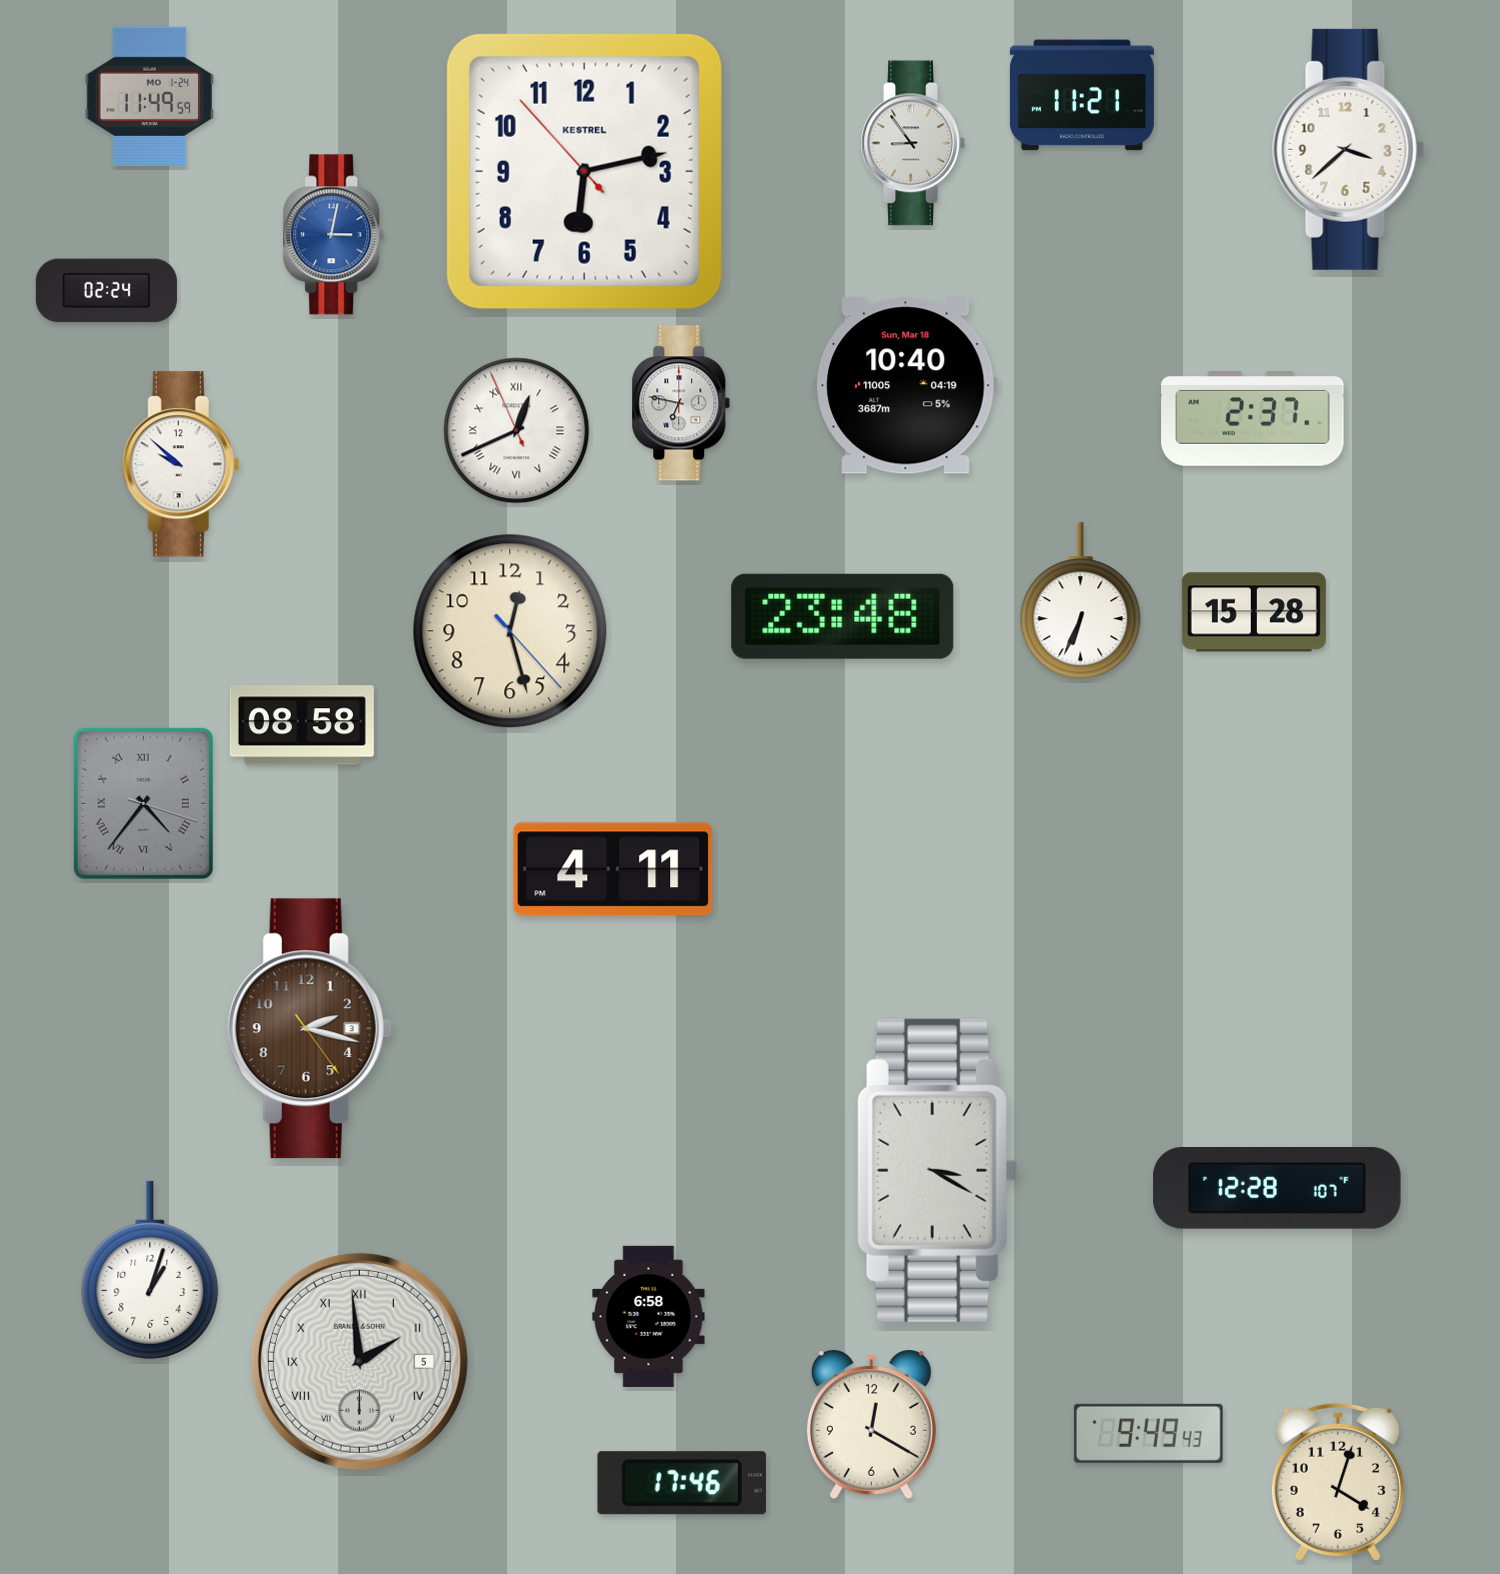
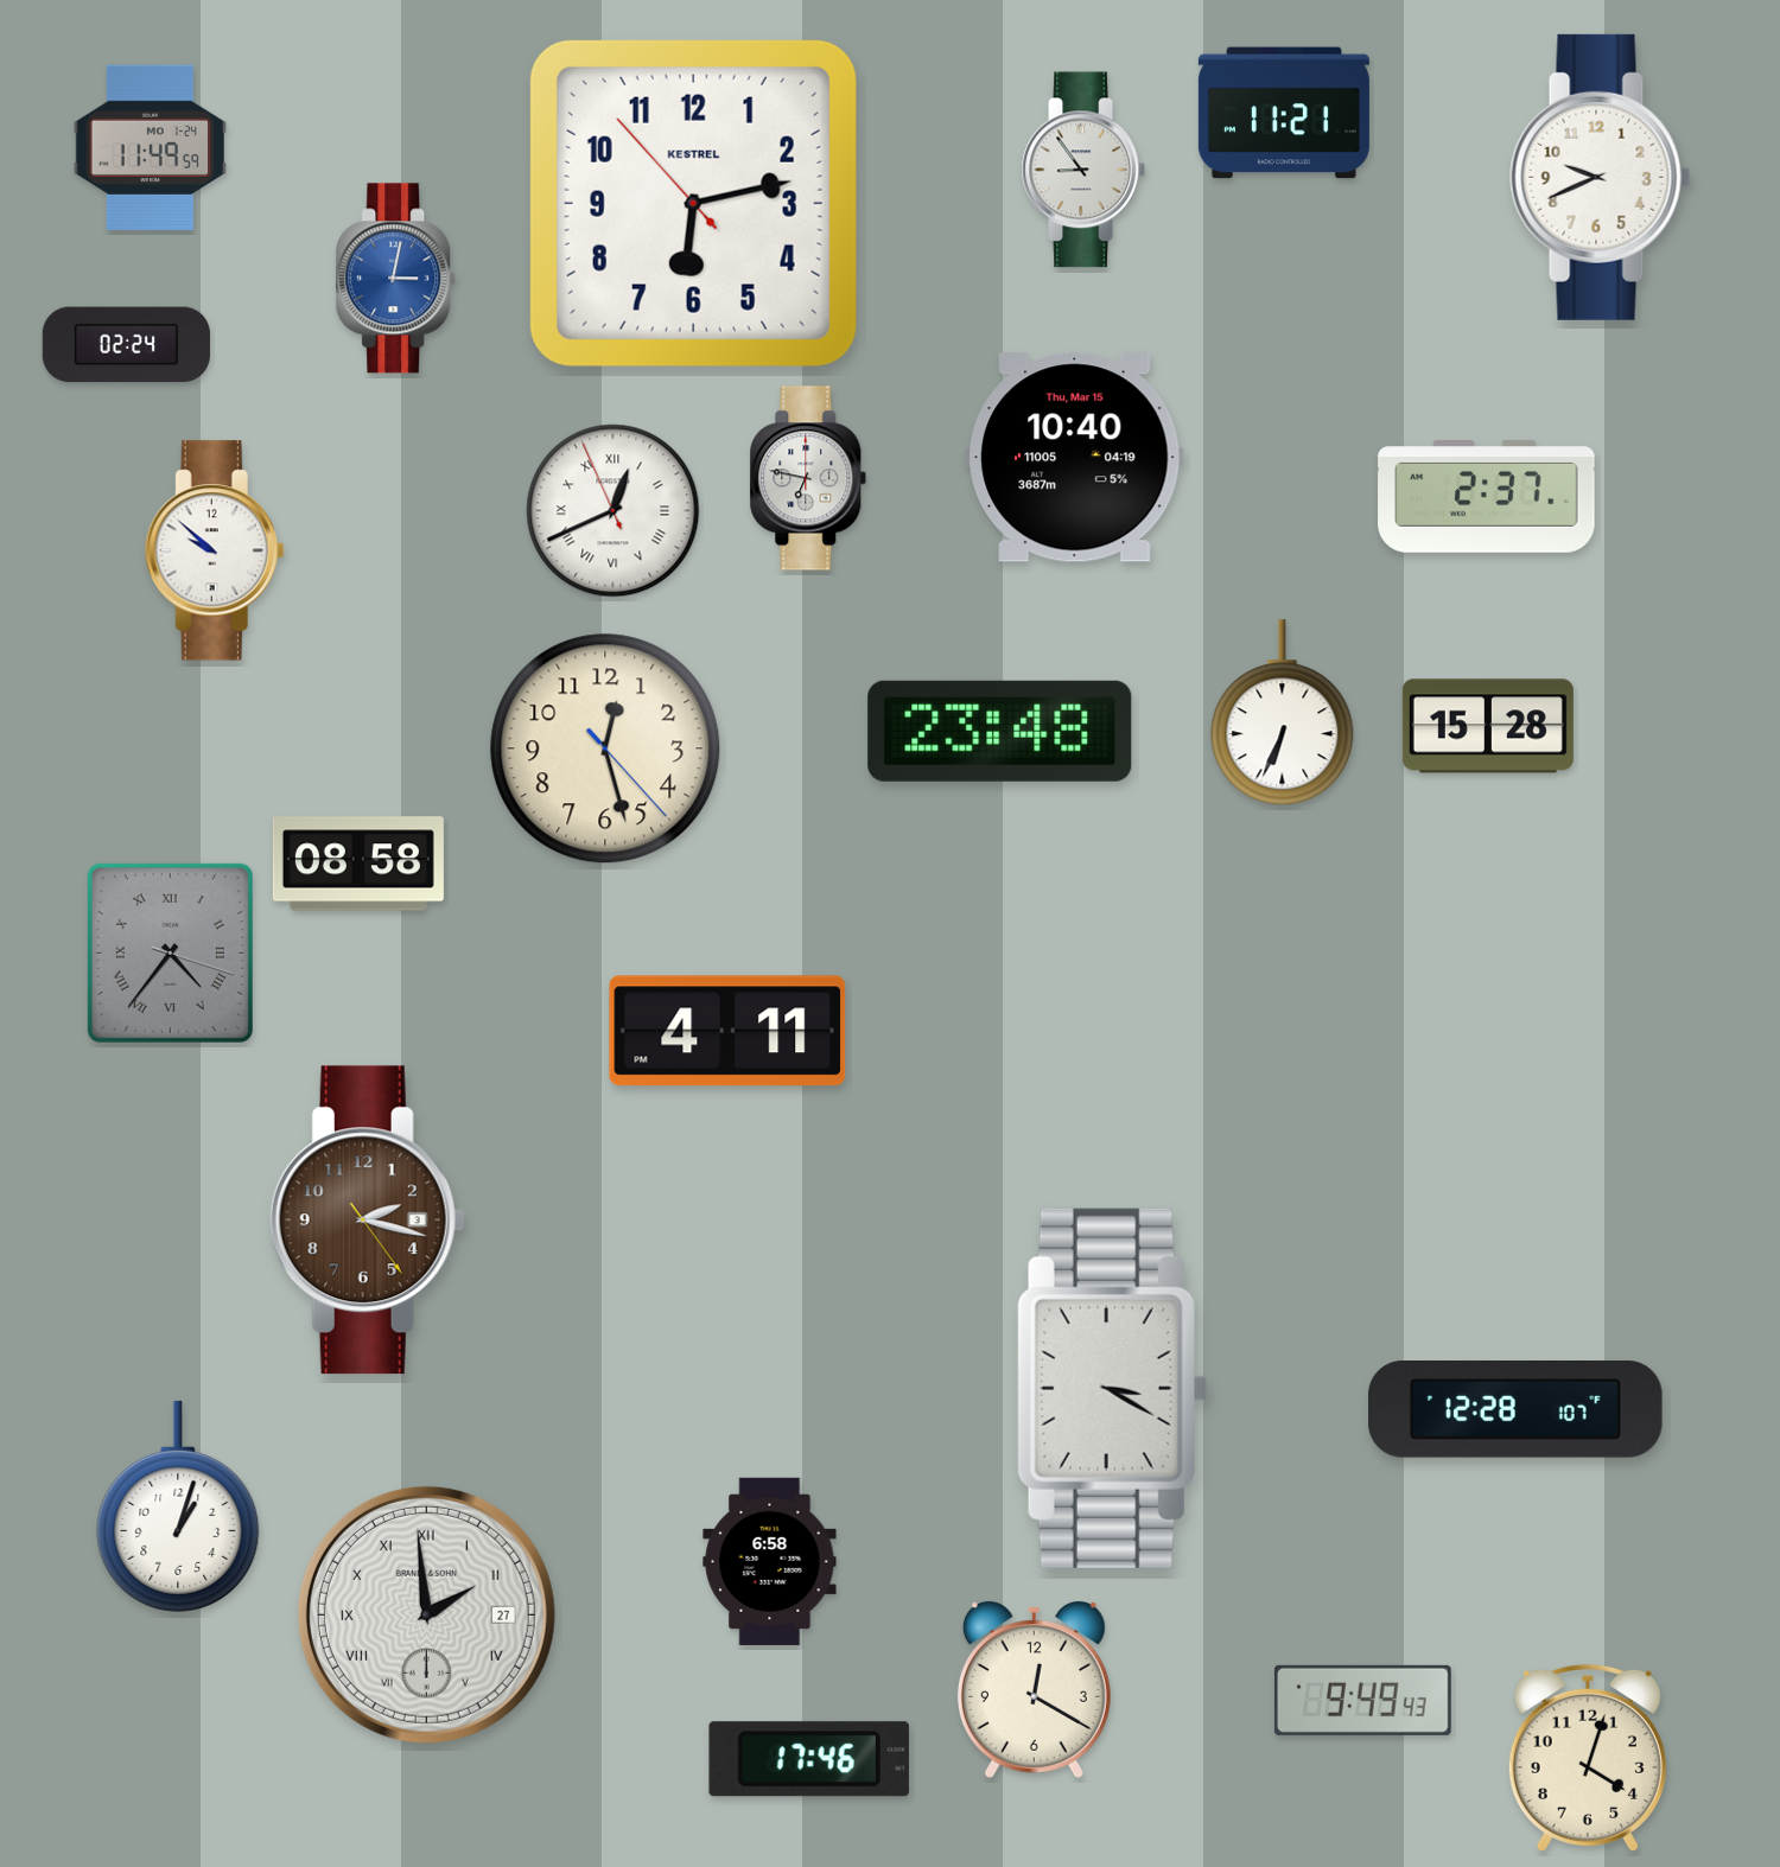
clock at (150, 96) position: (150, 96) -> (151, 147)
clock at (1349, 149): 3:38 -> 9:41
clock at (906, 386) date: Sun, Mar 18 -> Thu, Mar 15
clock at (302, 725) position: (302, 725) -> (358, 864)
clock at (359, 1361) date: 5 -> 27
